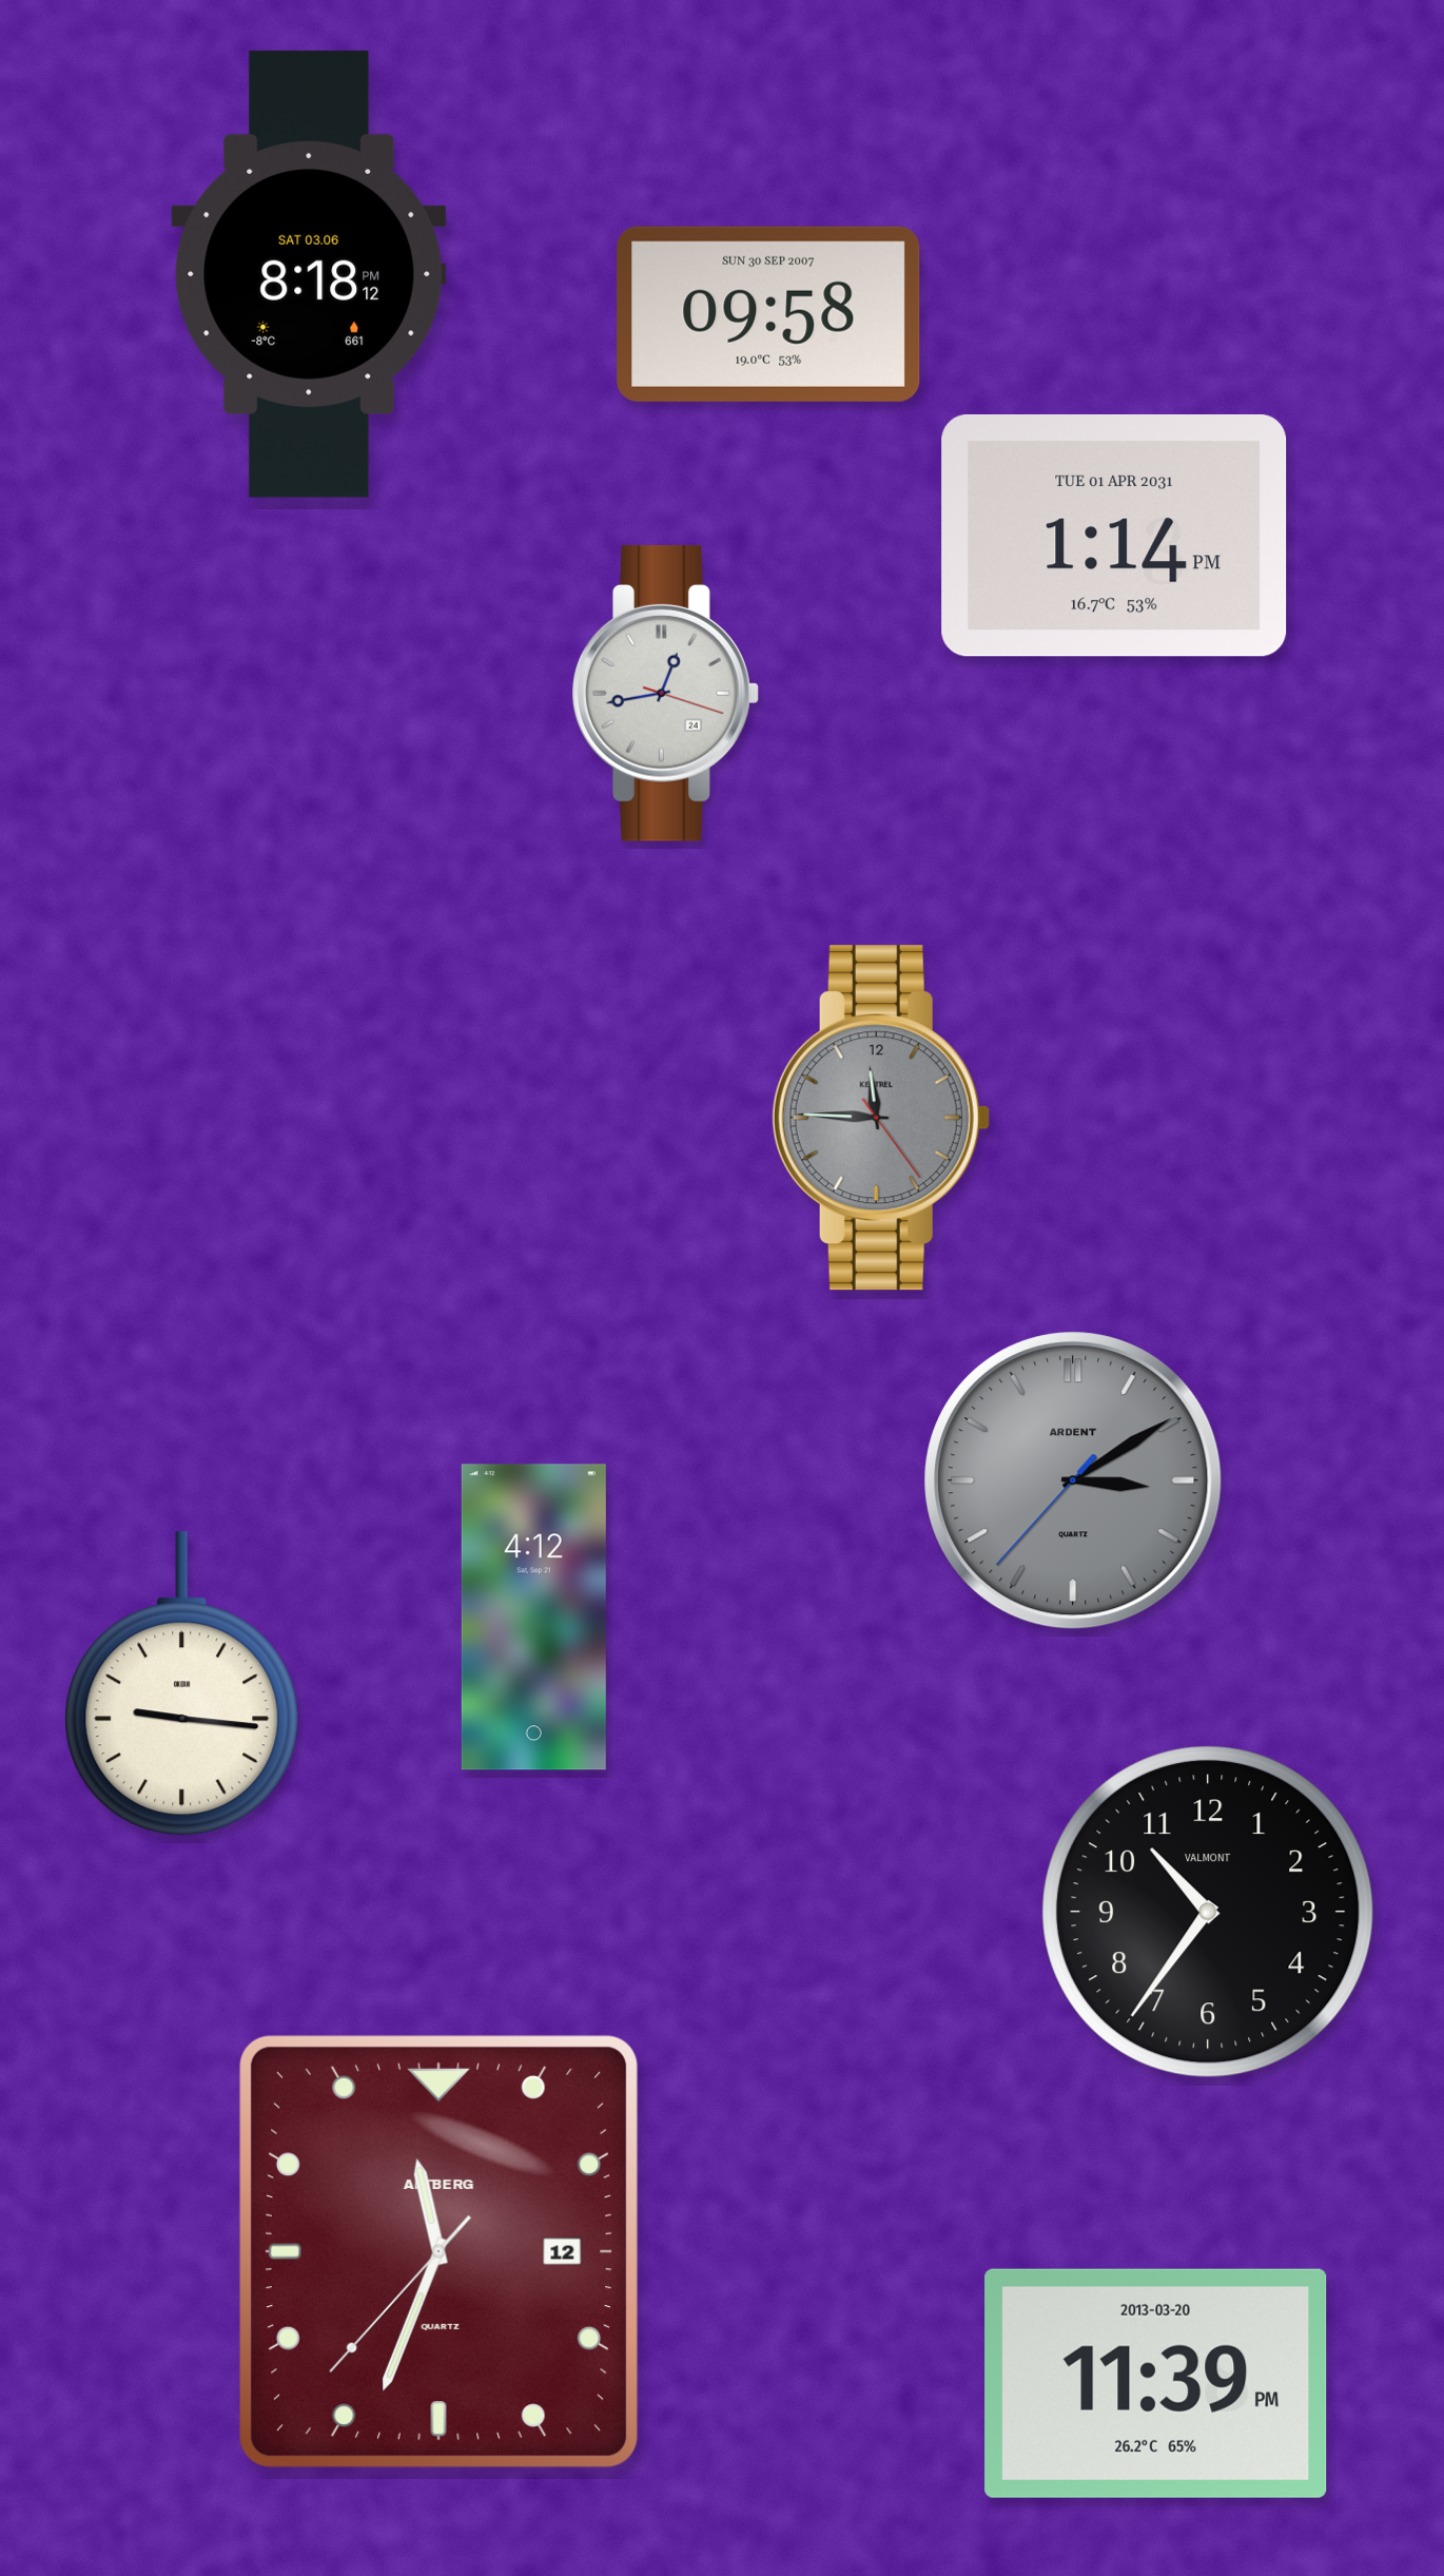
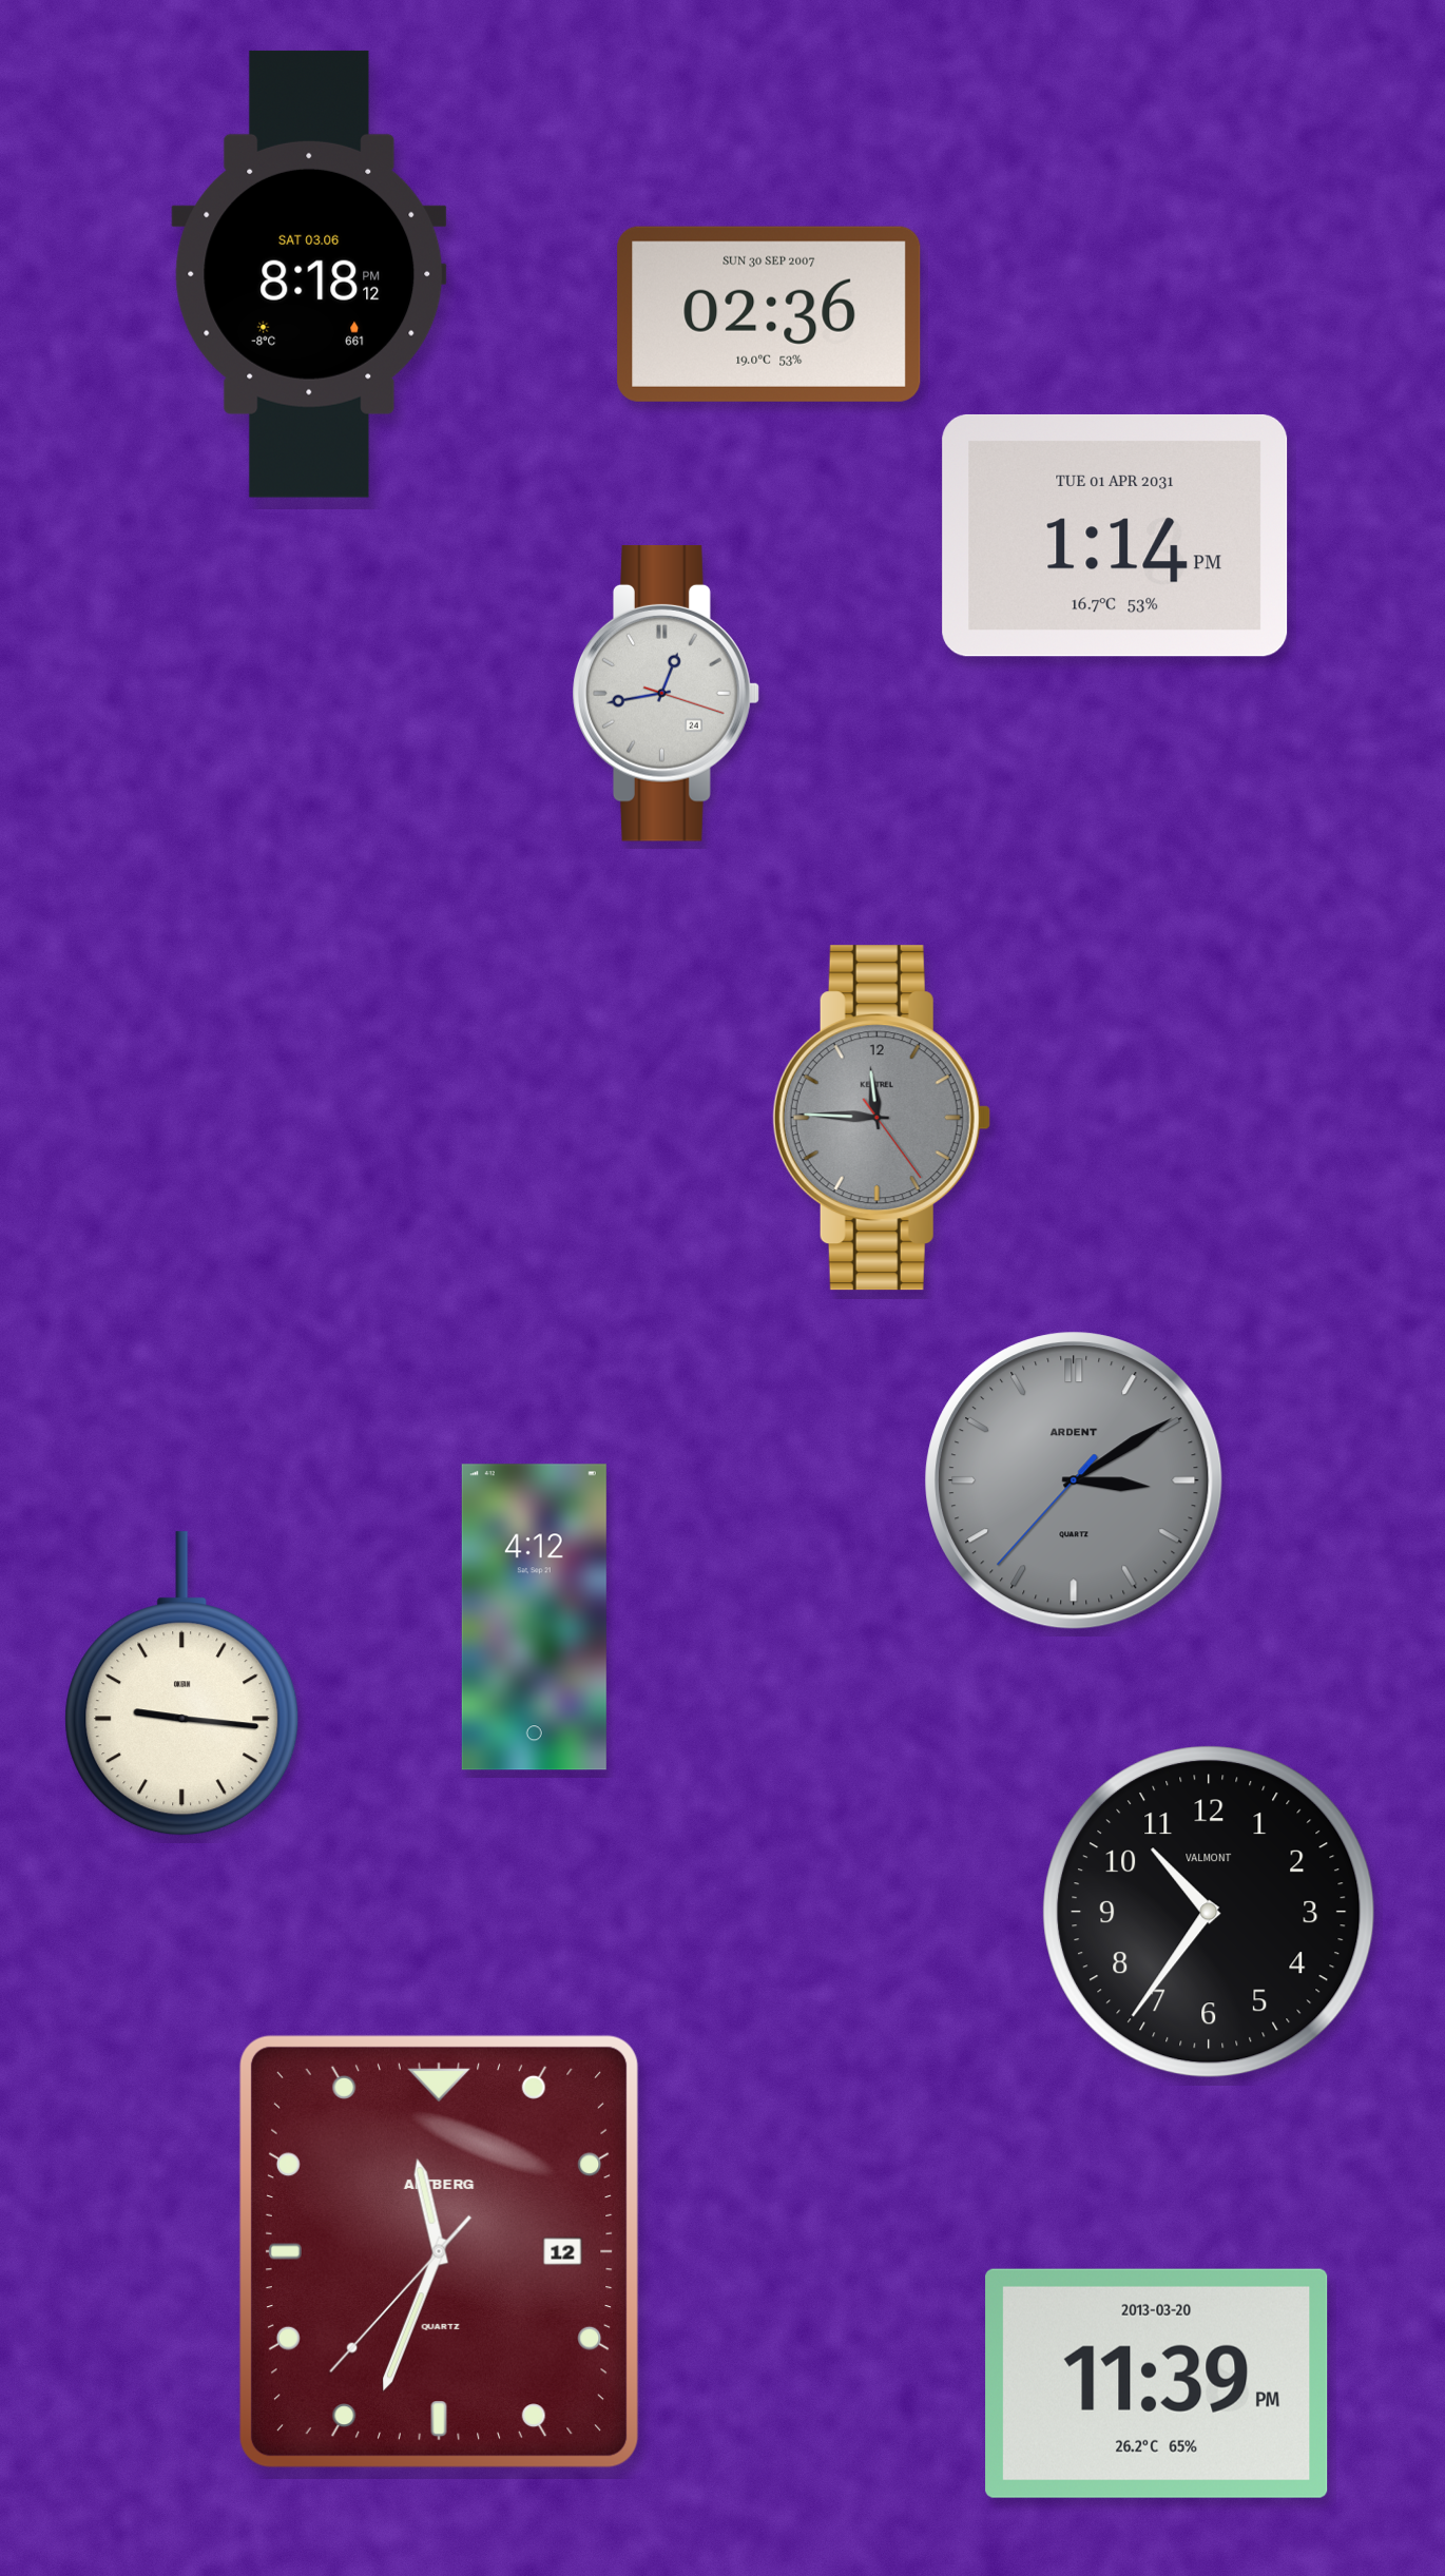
clock at (768, 314): 09:58 -> 02:36
